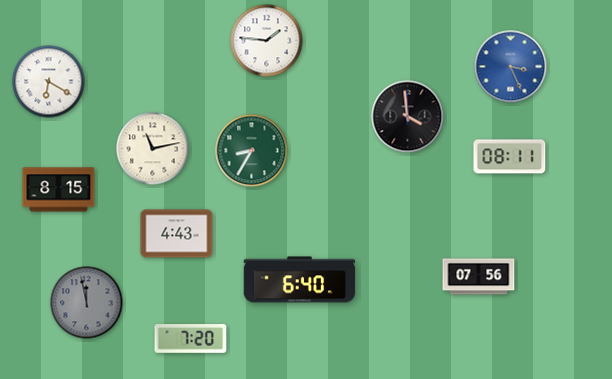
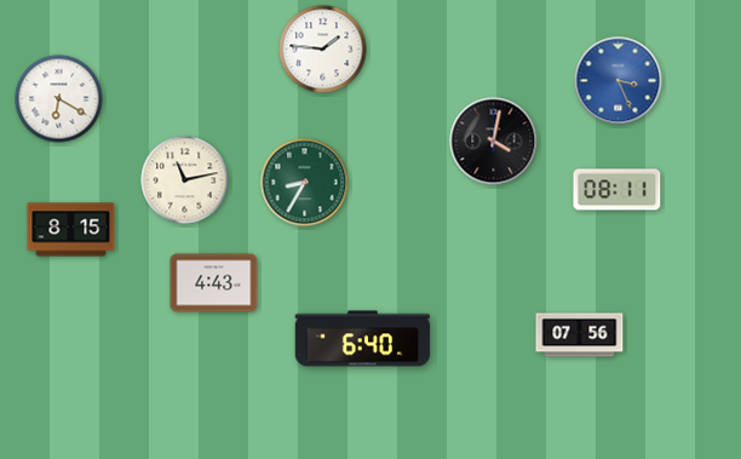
clock at (408, 117): 3:59 -> 4:02
clock at (87, 303): 11:58 -> none
clock at (191, 339): 7:20 -> none
